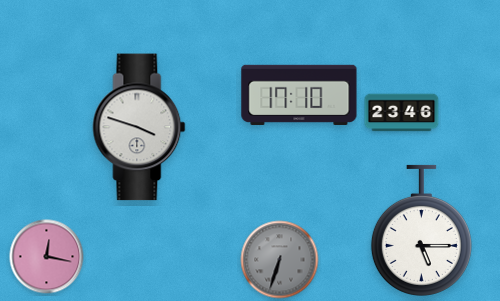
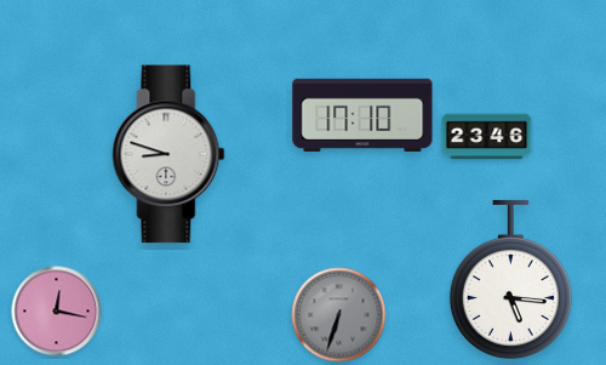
clock at (139, 127): 3:48 -> 8:48
clock at (421, 230): 5:15 -> 5:16
